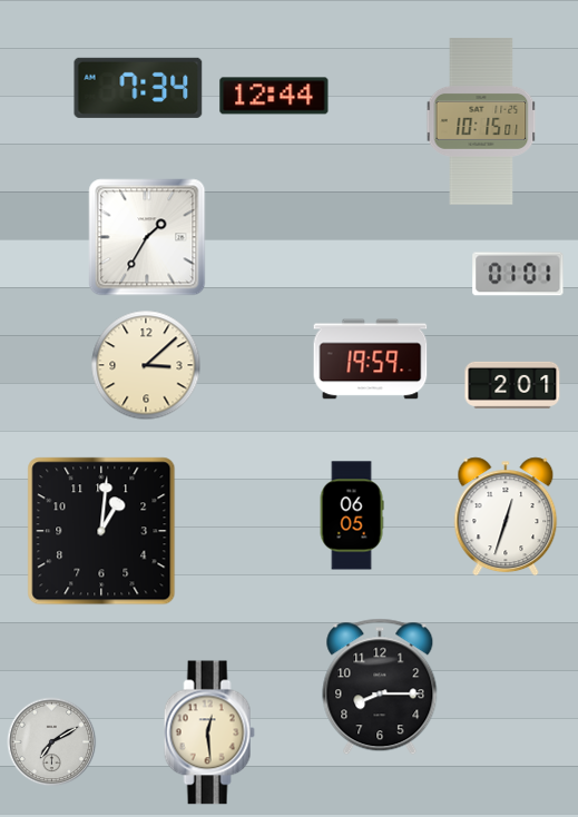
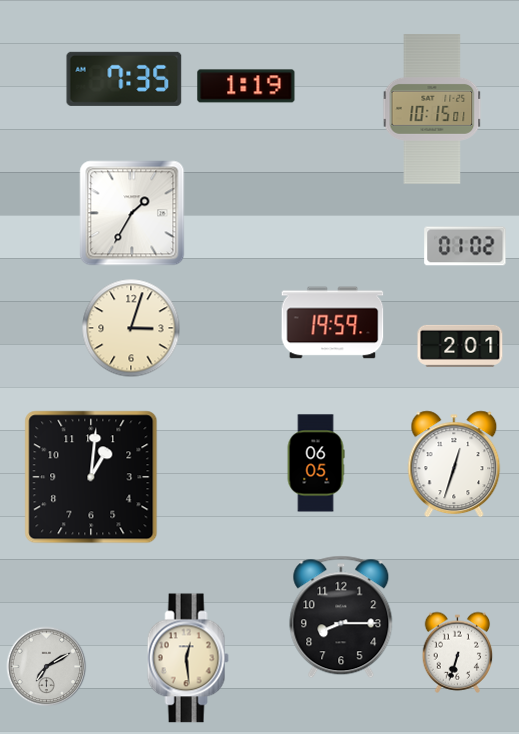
clock at (138, 88): 7:34 -> 7:35
clock at (274, 96): 12:44 -> 1:19
clock at (518, 274): 01:01 -> 01:02
clock at (146, 365): 3:08 -> 3:03
clock at (458, 652): none -> 6:33
